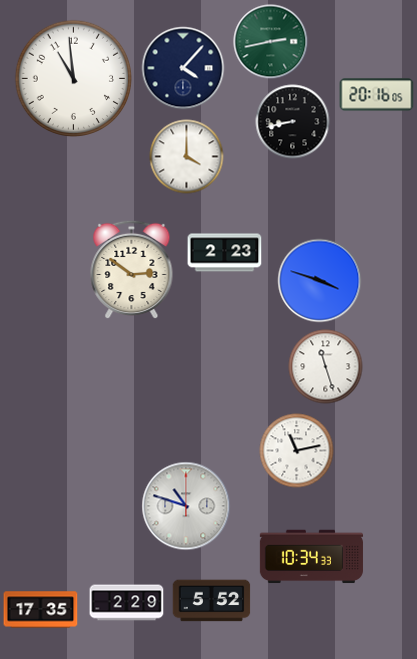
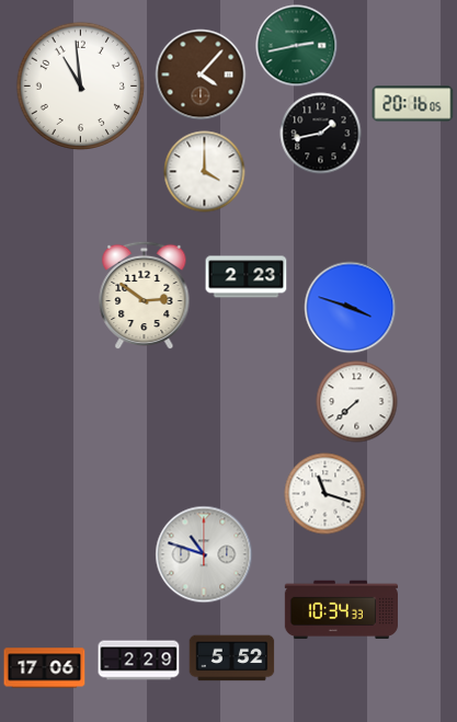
clock at (183, 68) dial: navy -> brown
clock at (293, 122): 8:43 -> 1:43
clock at (326, 367): 11:27 -> 7:38
clock at (297, 451): 11:13 -> 11:18
clock at (41, 610): 17:35 -> 17:06
